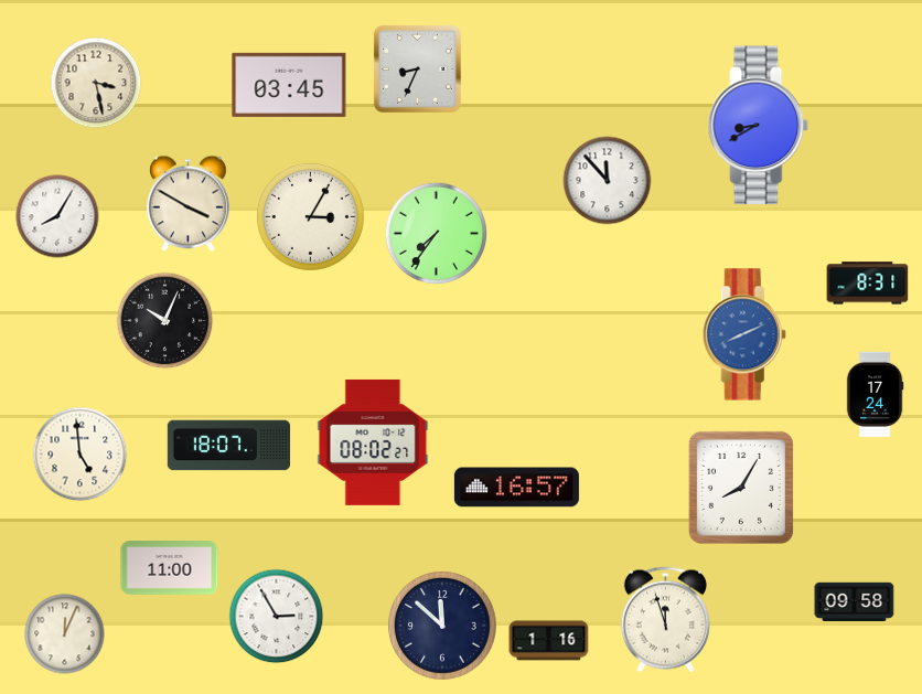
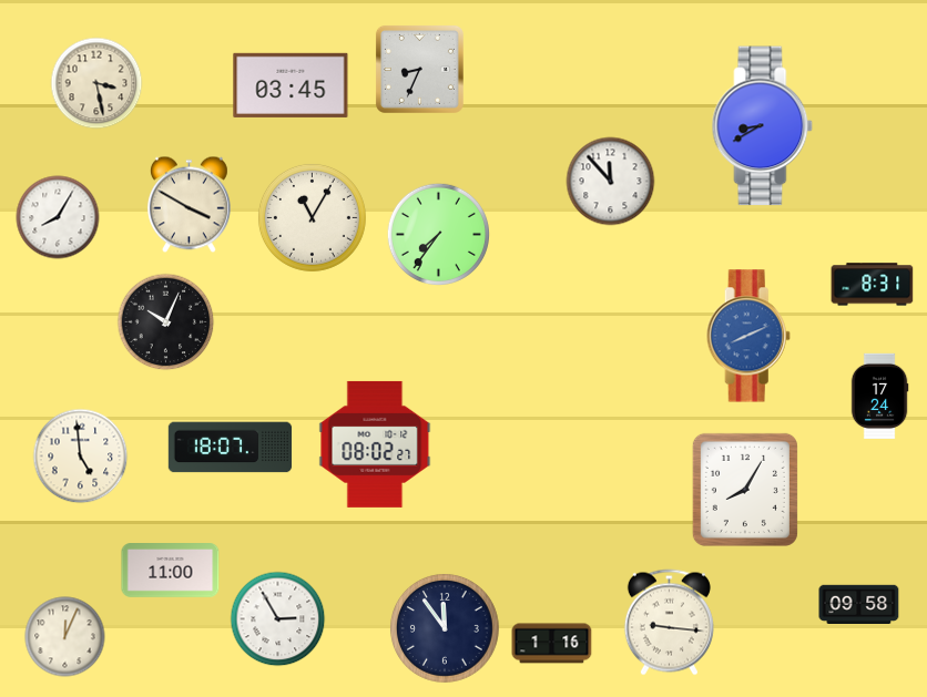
clock at (310, 216): 3:05 -> 11:05
clock at (516, 488): 16:57 -> none
clock at (665, 620): 11:57 -> 9:16
clock at (442, 626): 11:52 -> 11:54
